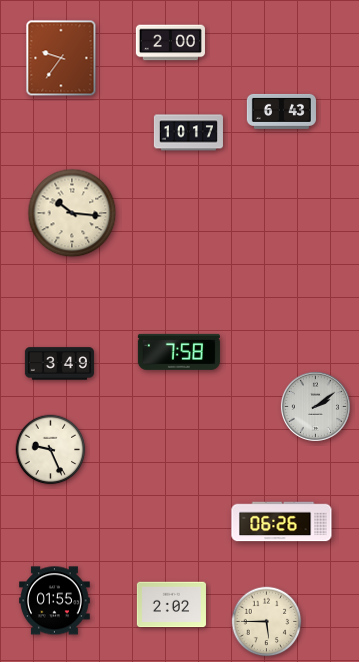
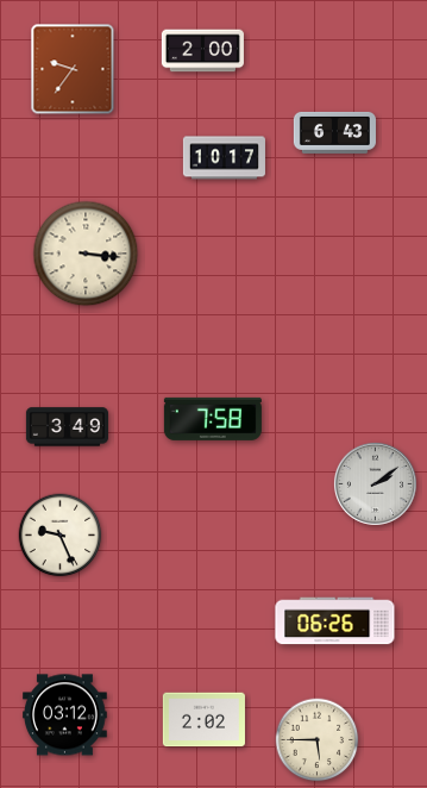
clock at (72, 213): 10:16 -> 3:16
clock at (59, 364) position: (59, 364) -> (67, 427)
clock at (55, 601): 01:55 -> 03:12
